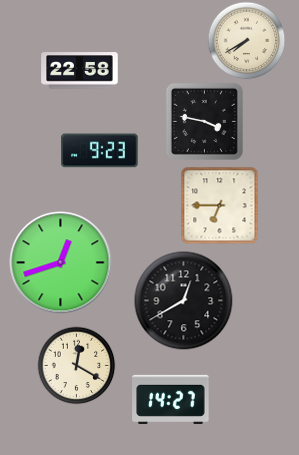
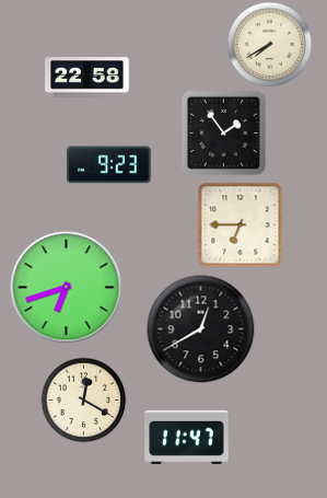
clock at (204, 121): 3:47 -> 1:54
clock at (61, 263): 12:42 -> 6:42
clock at (171, 399): 14:27 -> 11:47
